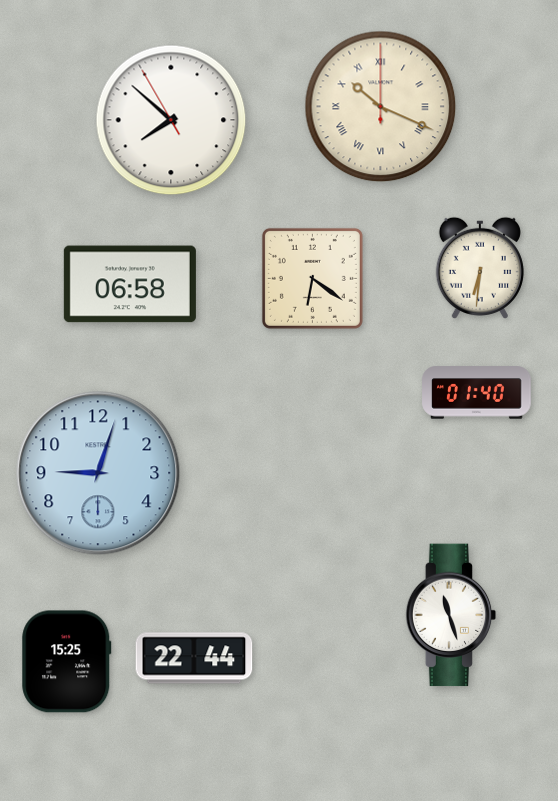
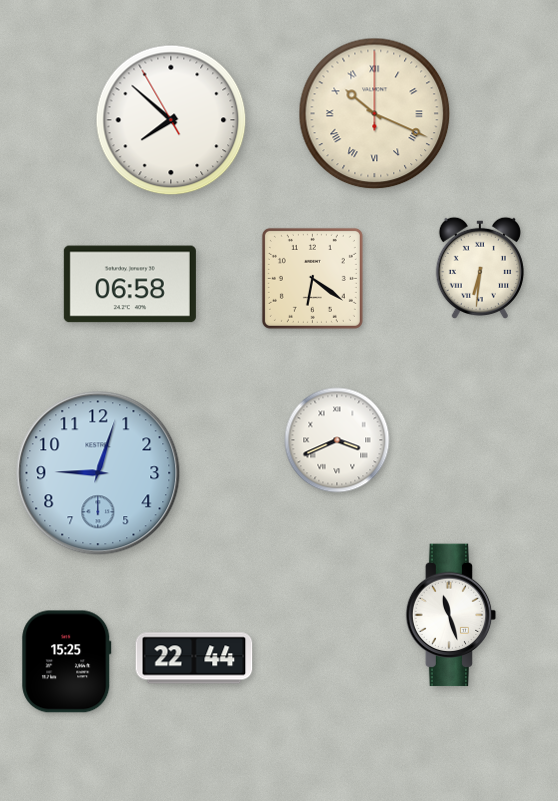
clock at (381, 107) position: (381, 107) -> (375, 114)
clock at (477, 393): 01:40 -> none
clock at (337, 440): none -> 3:41
